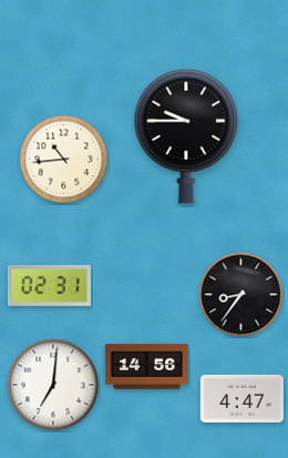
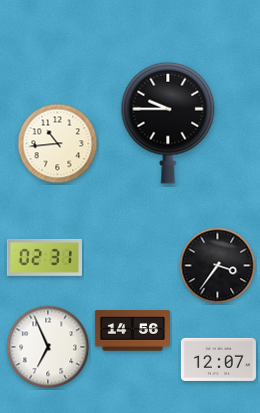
clock at (241, 295): 8:36 -> 3:36
clock at (53, 385): 7:01 -> 6:56
clock at (241, 398): 4:47 -> 12:07
